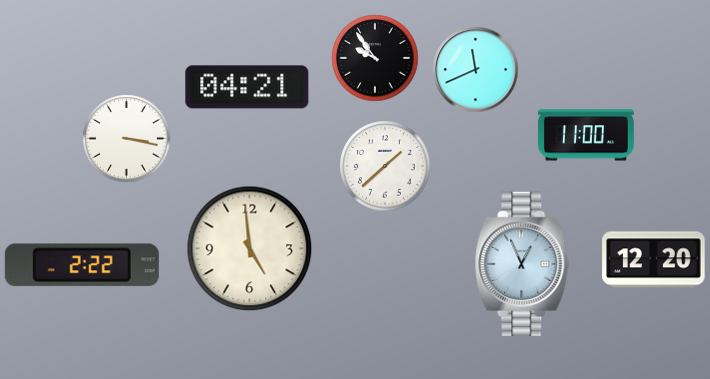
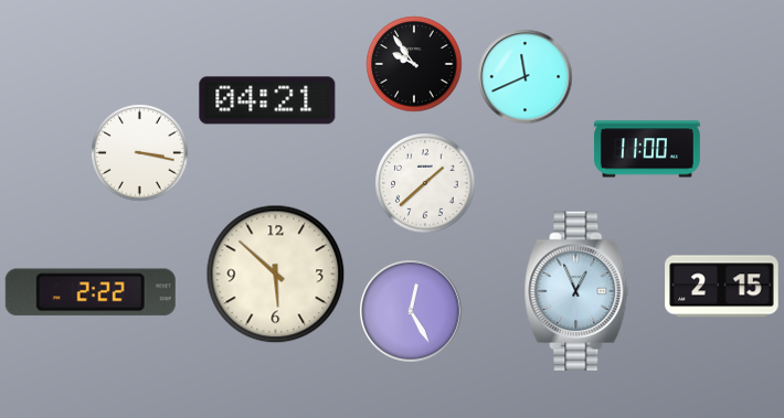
clock at (247, 87) position: (247, 87) -> (267, 100)
clock at (249, 248): 4:59 -> 5:52
clock at (654, 260): 12:20 -> 2:15
clock at (411, 311): none -> 12:25
